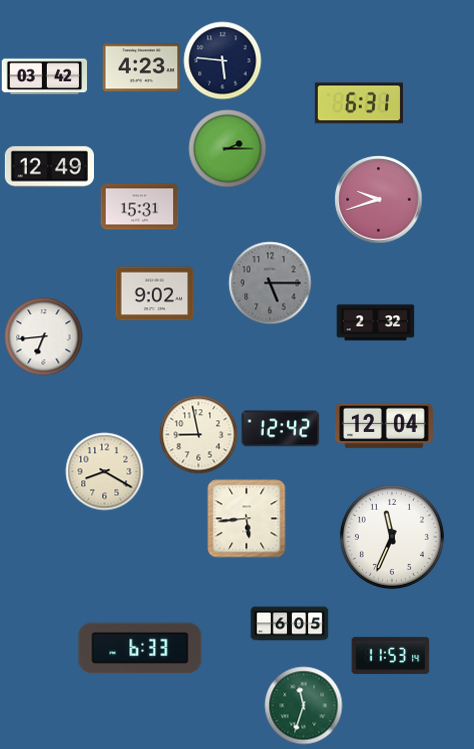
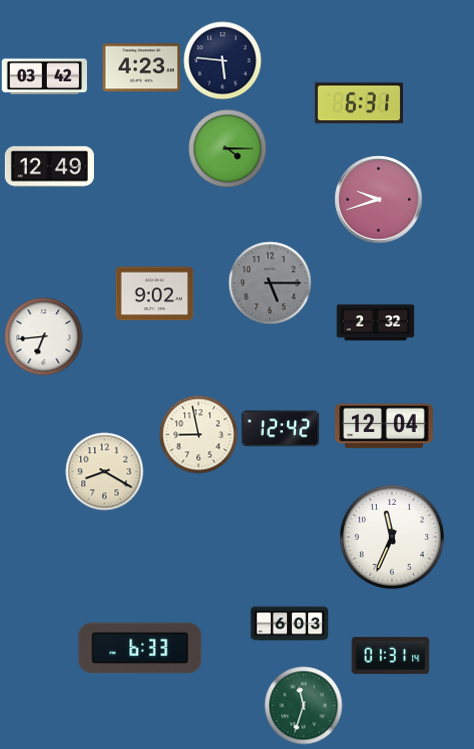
clock at (227, 148): 2:15 -> 4:15
clock at (139, 207): 15:31 -> none
clock at (246, 518): 5:44 -> none
clock at (289, 624): 6:05 -> 6:03
clock at (390, 655): 11:53 -> 01:31
